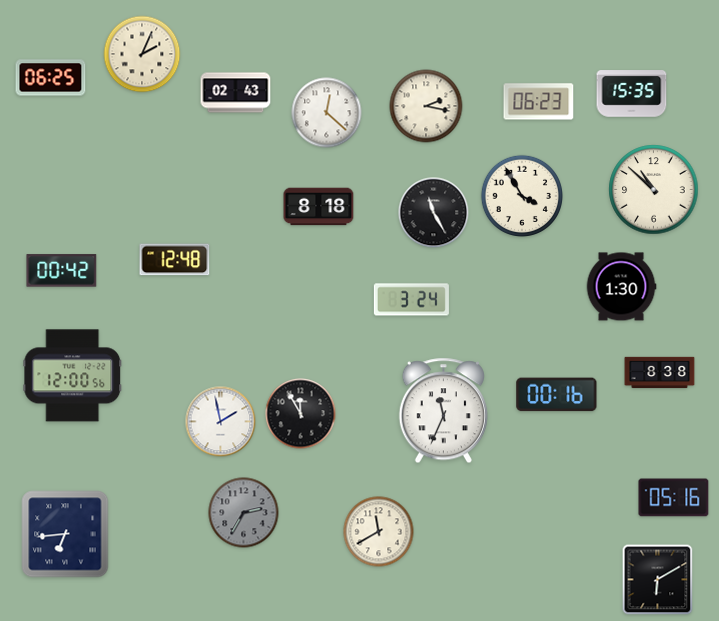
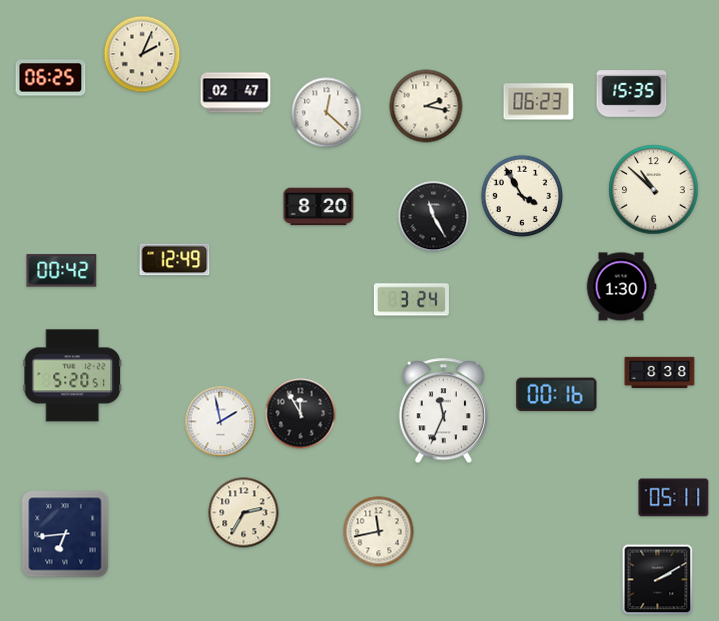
clock at (236, 93): 02:43 -> 02:47
clock at (319, 207): 8:18 -> 8:20
clock at (434, 213) position: (434, 213) -> (434, 217)
clock at (175, 260): 12:48 -> 12:49
clock at (73, 376): 12:00 -> 5:20
clock at (674, 498): 05:16 -> 05:11
clock at (244, 513) dial: grey -> cream
clock at (379, 532): 11:40 -> 11:43
clock at (658, 580): 6:10 -> 2:10
